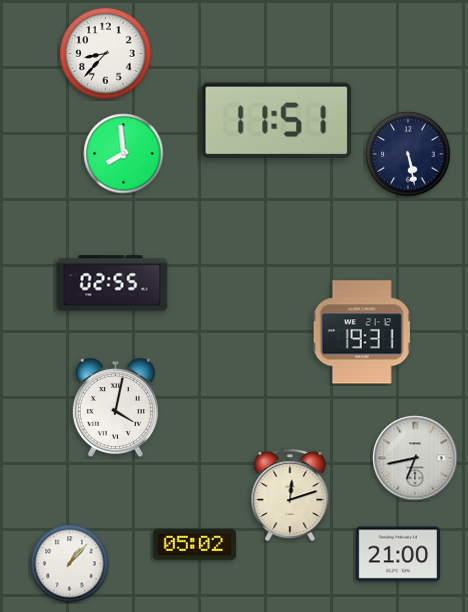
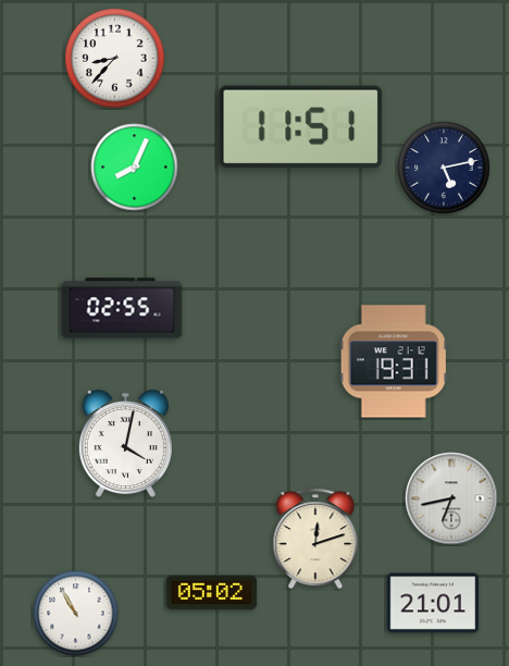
clock at (277, 121) position: (277, 121) -> (301, 127)
clock at (124, 154): 7:59 -> 8:04
clock at (408, 154): 5:28 -> 5:13
clock at (398, 554): 21:00 -> 21:01
clock at (70, 564): 1:07 -> 10:55
